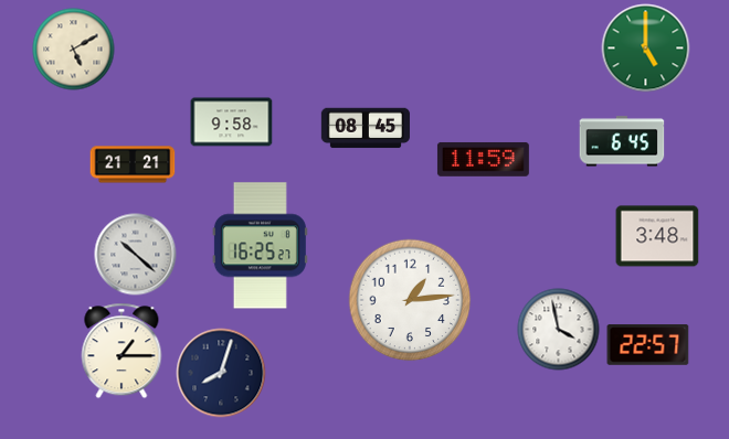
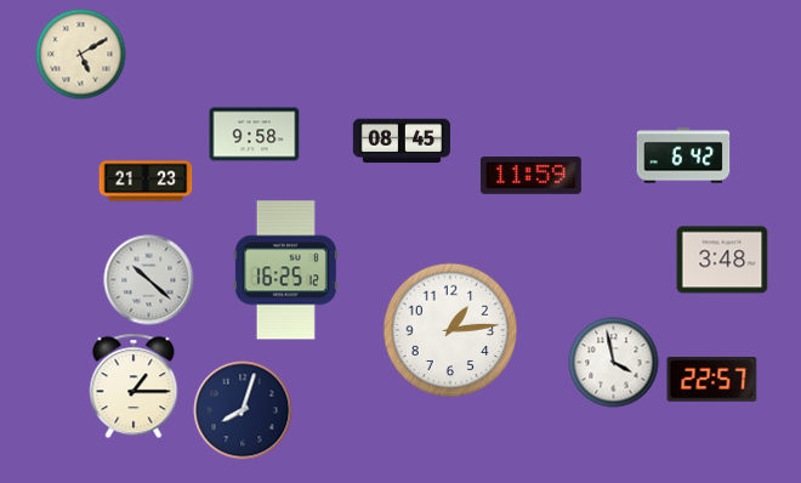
clock at (646, 49): 5:00 -> none
clock at (622, 141): 6:45 -> 6:42
clock at (133, 164): 21:21 -> 21:23
clock at (260, 246): 16:25:27 -> 16:25:12
